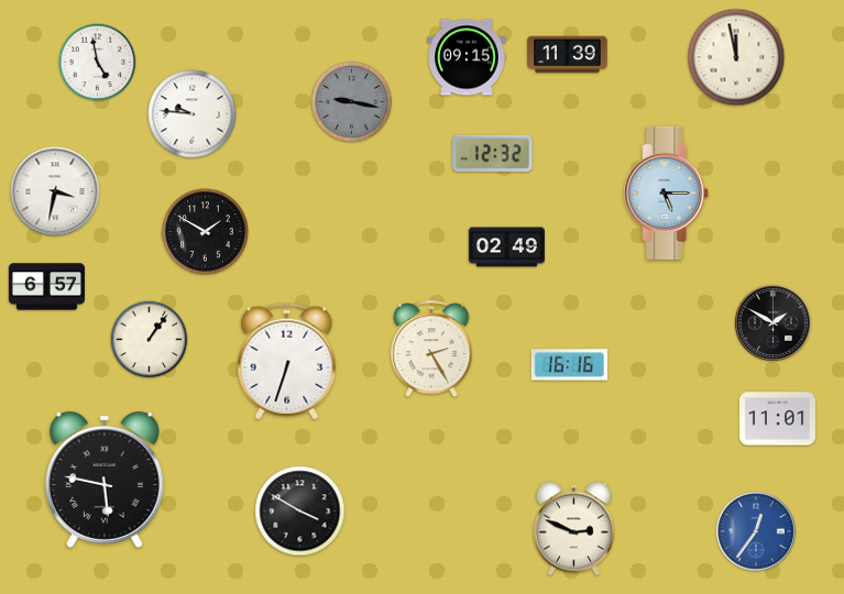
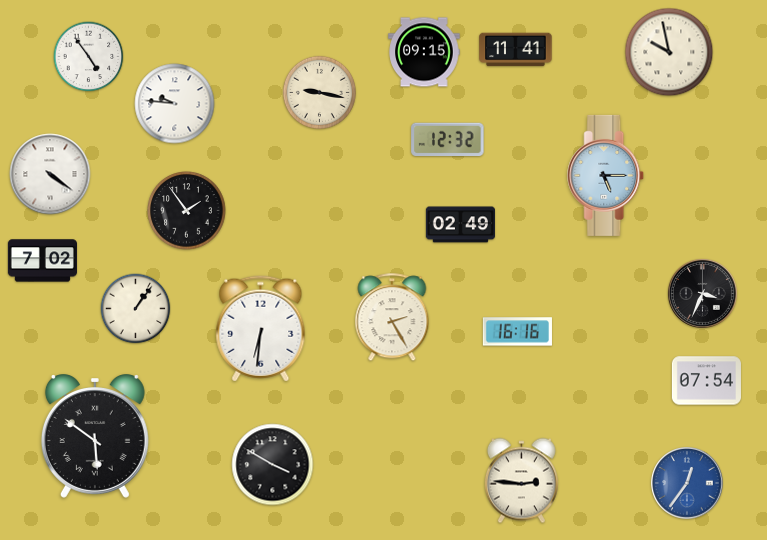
clock at (568, 55): 11:39 -> 11:41
clock at (736, 57): 11:58 -> 9:58
clock at (98, 63): 4:58 -> 4:54
clock at (351, 101) dial: grey -> cream
clock at (55, 191): 3:32 -> 4:21
clock at (206, 232): 1:50 -> 1:54
clock at (46, 287): 6:57 -> 7:02
clock at (772, 322): 1:50 -> 3:34
clock at (287, 362): 6:33 -> 6:31
clock at (777, 419): 11:01 -> 07:54
clock at (105, 480): 5:47 -> 5:51
clock at (573, 529): 2:49 -> 2:46
